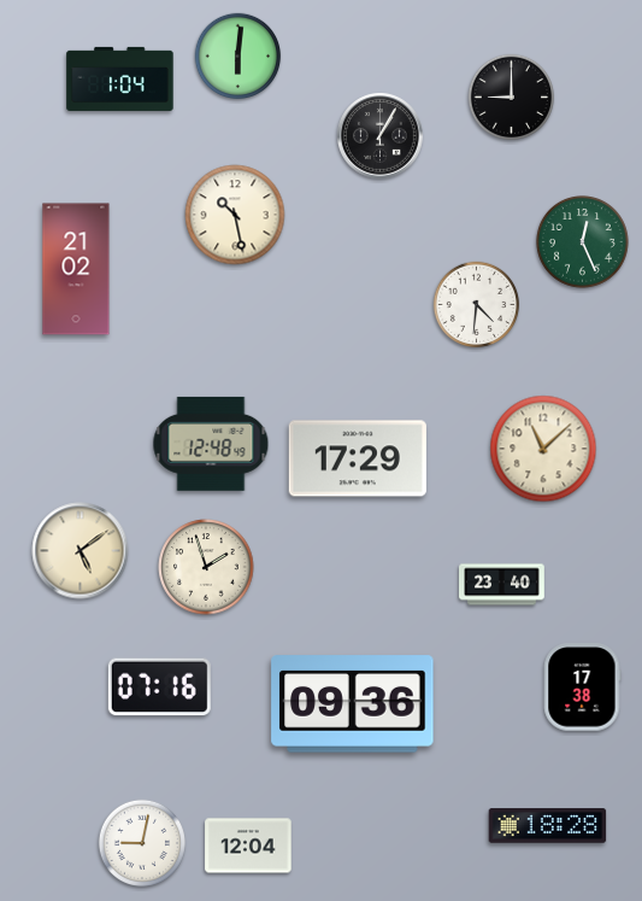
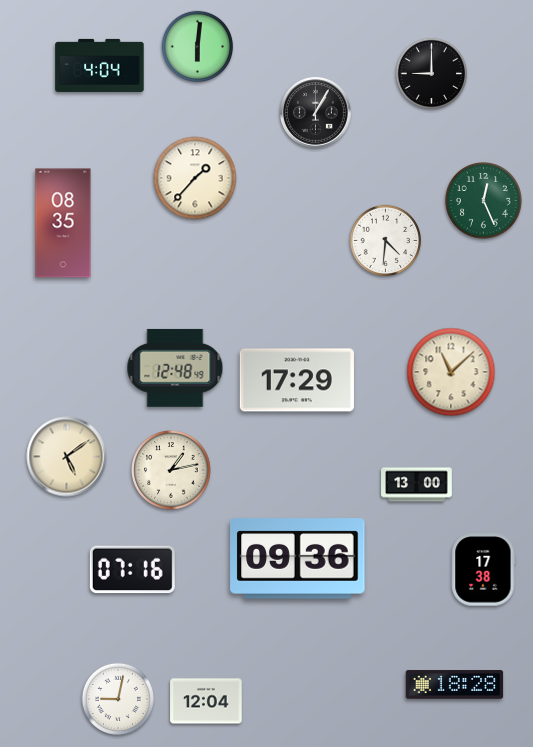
clock at (120, 78): 1:04 -> 4:04
clock at (512, 98) position: (512, 98) -> (432, 74)
clock at (235, 215): 10:28 -> 1:37
clock at (76, 269): 21:02 -> 08:35
clock at (477, 305) position: (477, 305) -> (386, 241)
clock at (206, 567): 1:57 -> 1:13
clock at (502, 585): 23:40 -> 13:00
clock at (353, 704) position: (353, 704) -> (298, 559)
